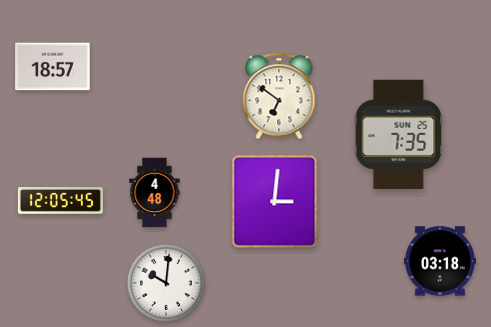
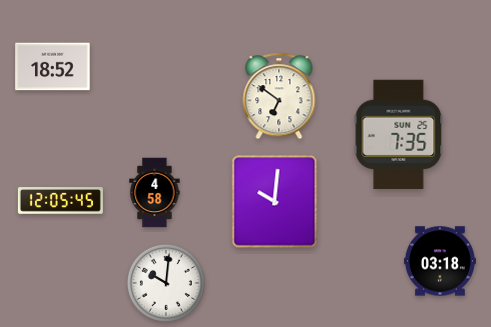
clock at (53, 67): 18:57 -> 18:52
clock at (155, 193): 4:48 -> 4:58
clock at (275, 202): 3:01 -> 10:01
